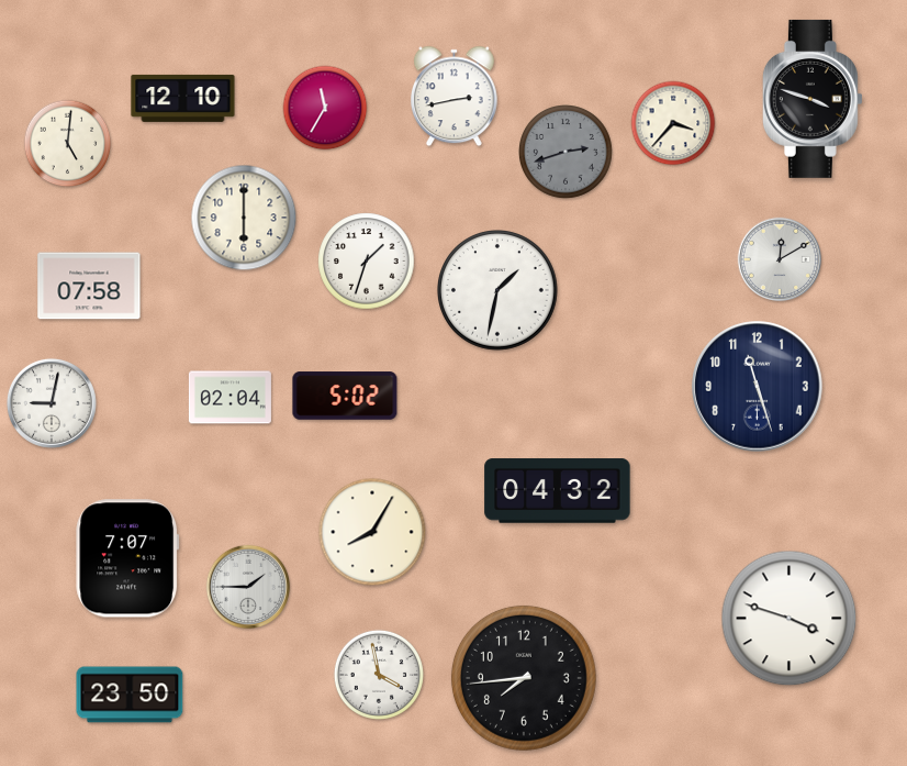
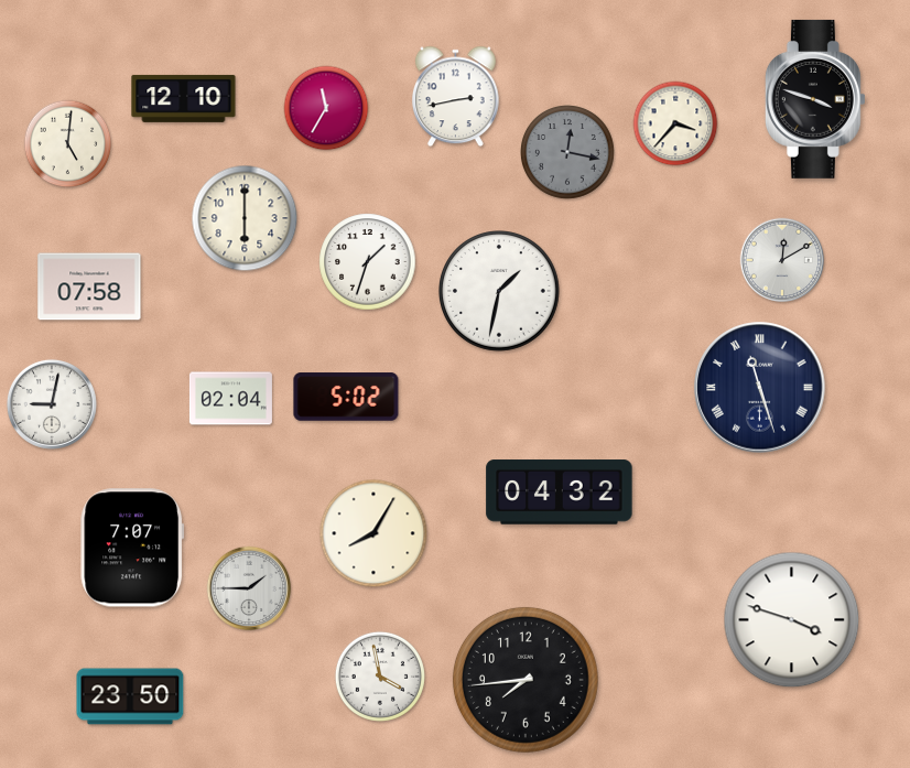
clock at (567, 153): 2:42 -> 12:17
clock at (758, 387) numerals: Arabic -> Roman
clock at (127, 558) position: (127, 558) -> (132, 548)
